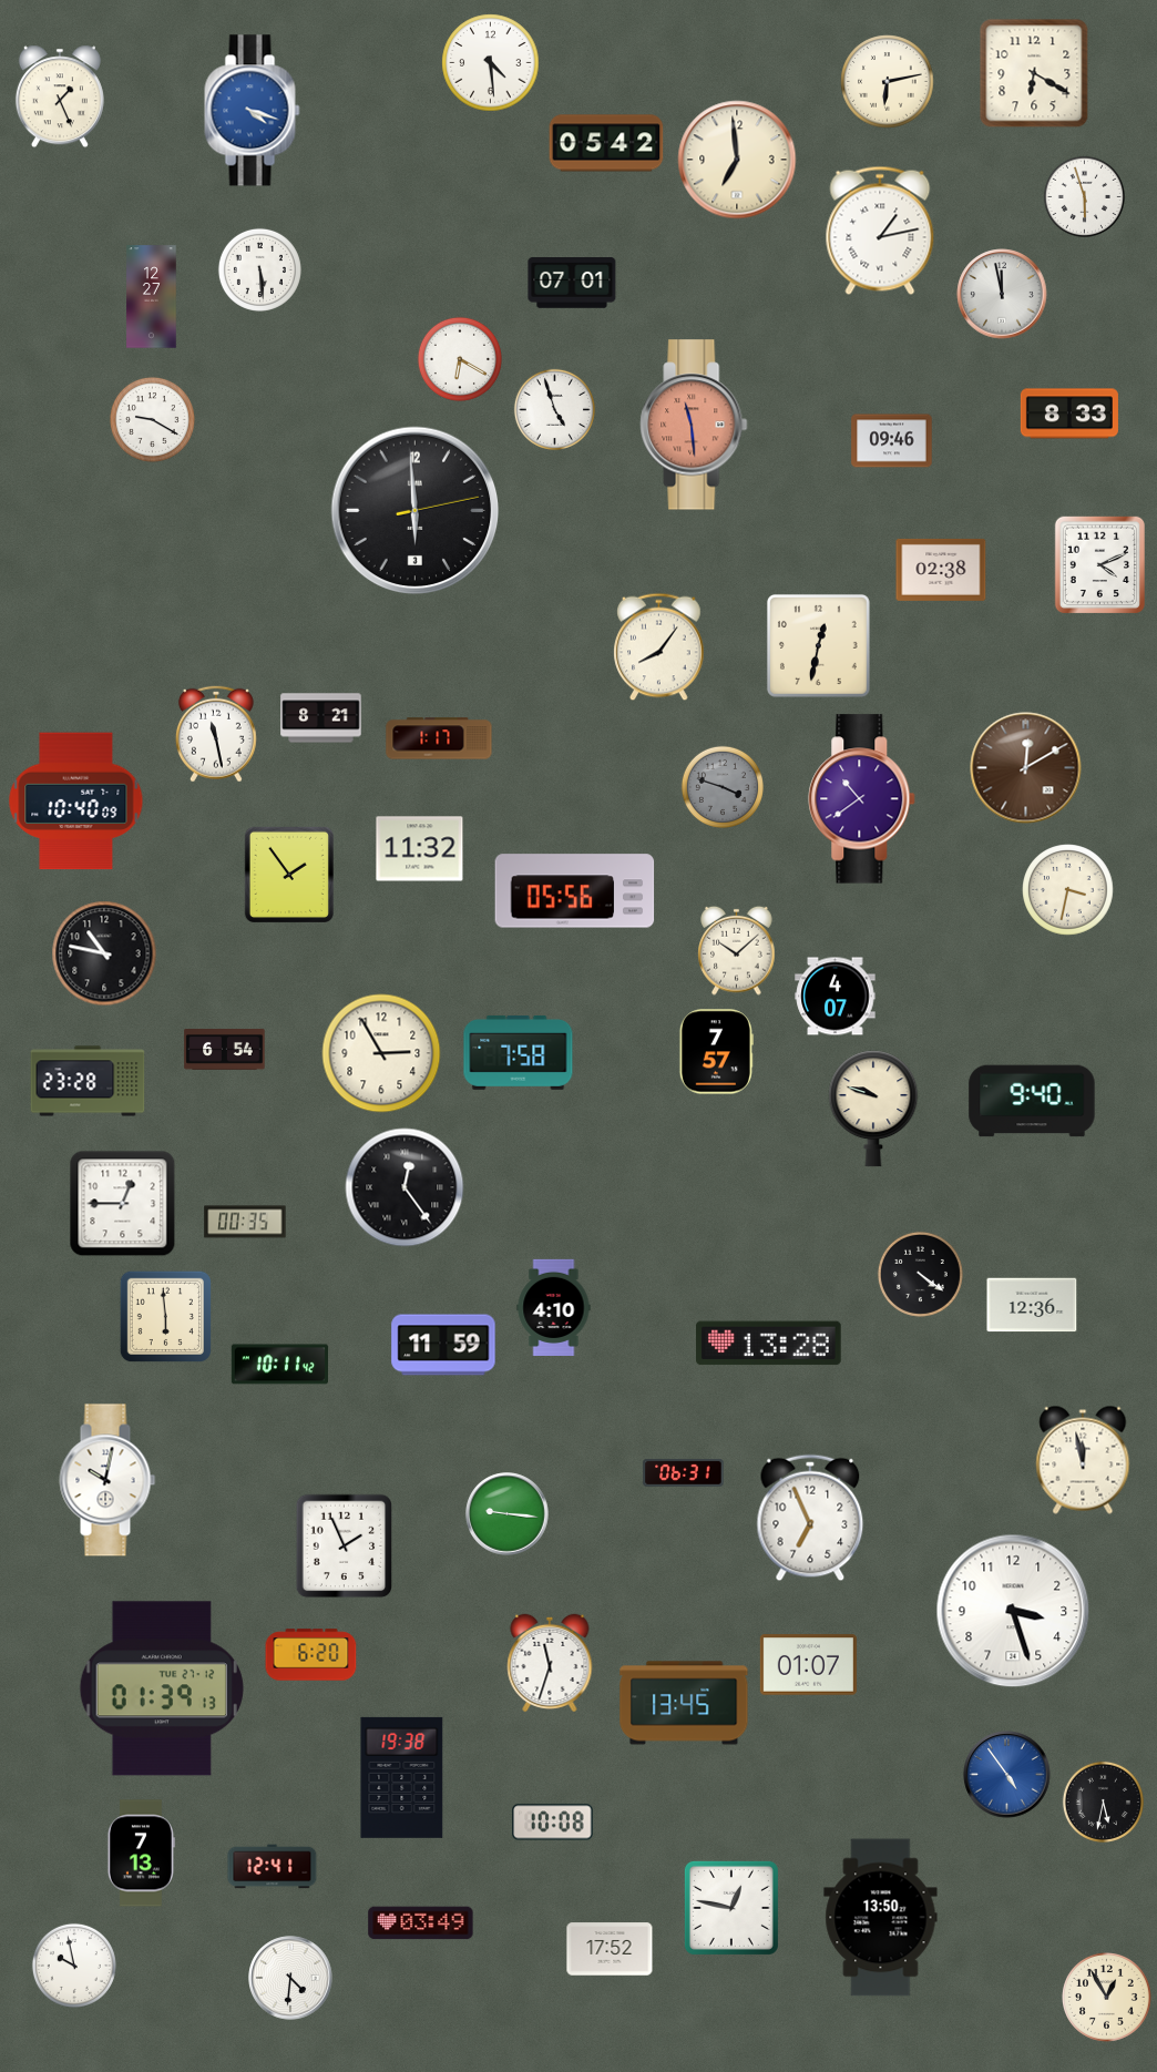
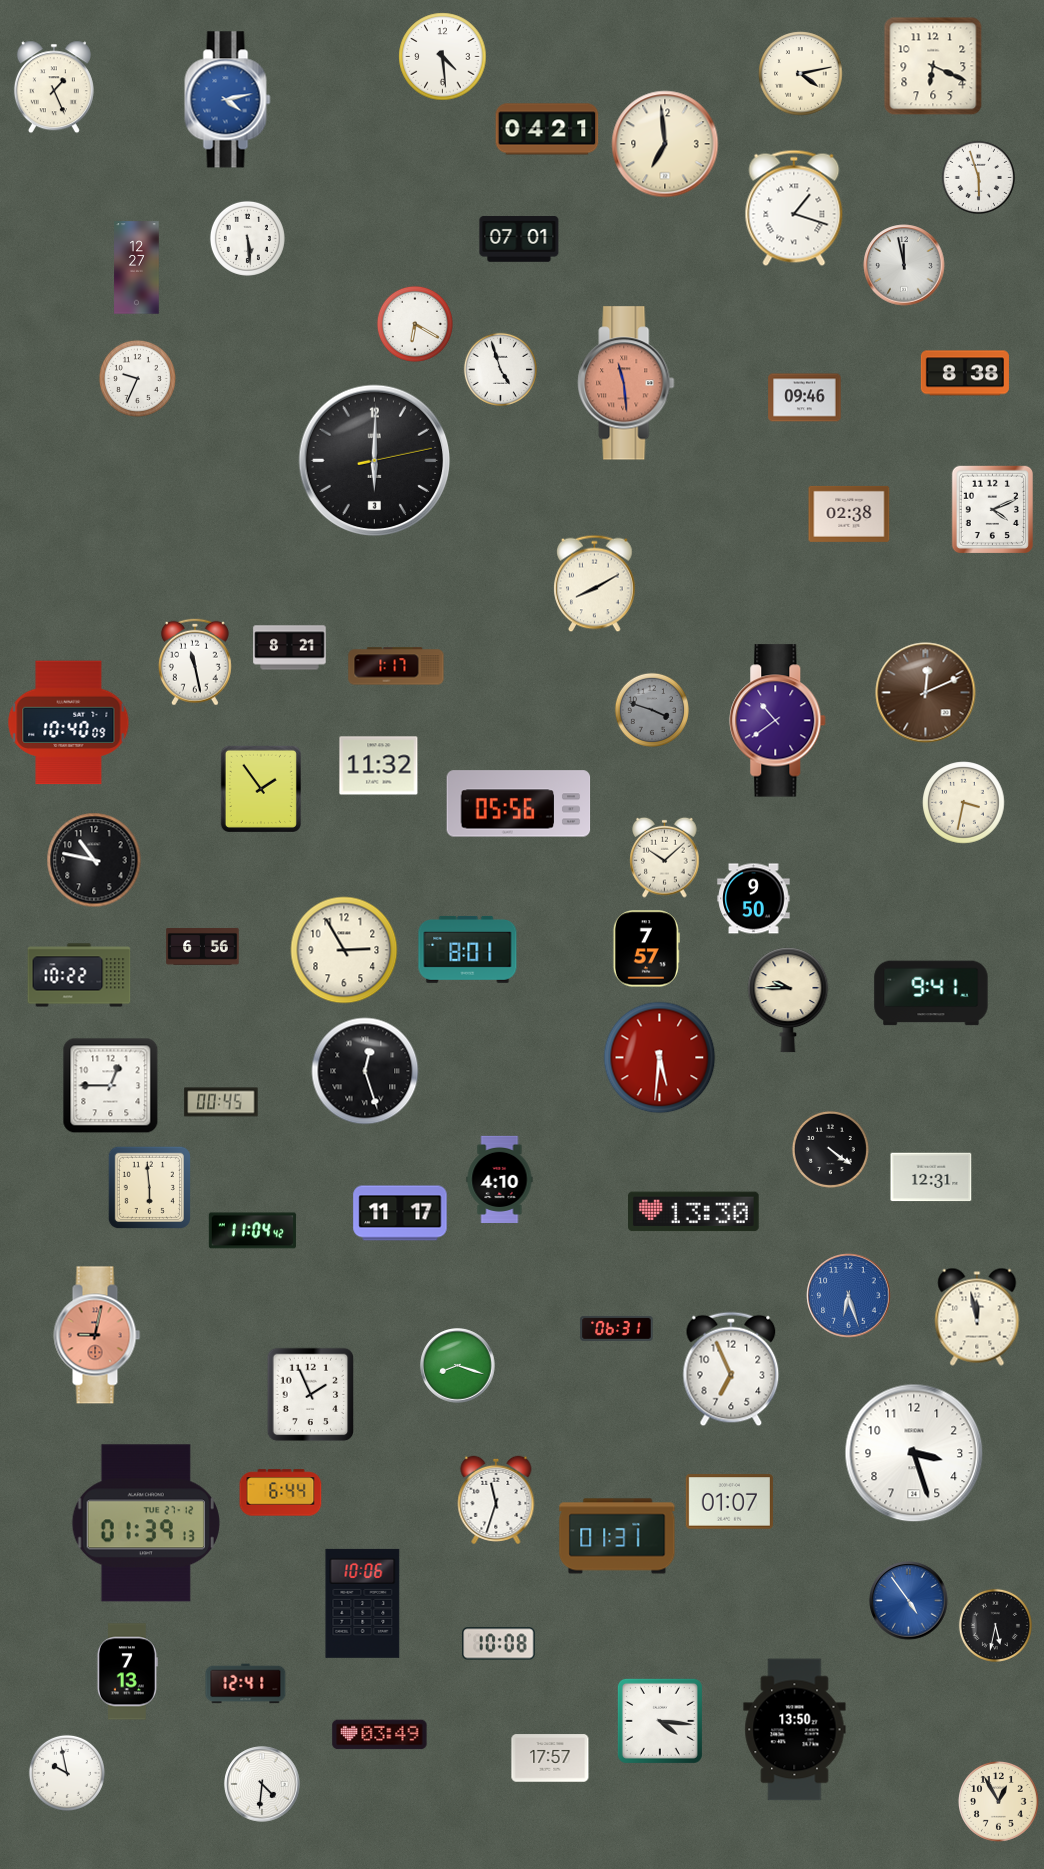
clock at (1034, 73): 6:20 -> 6:19
clock at (888, 82): 6:13 -> 4:13
clock at (253, 111): 4:18 -> 4:13
clock at (606, 143): 05:42 -> 04:21
clock at (880, 231): 1:13 -> 1:18
clock at (259, 269) position: (259, 269) -> (247, 238)
clock at (572, 284) position: (572, 284) -> (519, 240)
clock at (1069, 414): 8:33 -> 8:38
clock at (152, 419): 9:20 -> 9:34
clock at (416, 511): 5:59 -> 6:00
clock at (818, 645): 12:32 -> none
clock at (659, 647): 8:06 -> 8:10
clock at (1026, 768): 12:10 -> 12:11
clock at (836, 997): 4:07 -> 9:50
clock at (225, 1050): 6:54 -> 6:56
clock at (519, 1052): 7:58 -> 8:01
clock at (88, 1081): 23:28 -> 10:22
clock at (1032, 1101): 9:40 -> 9:41
clock at (873, 1109): 9:48 -> 9:45
clock at (660, 1058): none -> 5:31
clock at (405, 1187): 12:24 -> 12:27
clock at (245, 1222): 00:35 -> 00:45
clock at (1032, 1305): 12:36 -> 12:31
clock at (769, 1344): 13:28 -> 13:30
clock at (443, 1345): 11:59 -> 11:17
clock at (279, 1365): 10:11 -> 11:04
clock at (849, 1296): none -> 6:27
clock at (107, 1480): 10:02 -> 9:02
clock at (107, 1480) dial: white -> salmon
clock at (508, 1514): 9:16 -> 8:18
clock at (311, 1655): 6:20 -> 6:44
clock at (684, 1703): 13:45 -> 01:31
clock at (402, 1777): 19:38 -> 10:06
clock at (731, 1908): 12:47 -> 4:16
clock at (610, 1949): 17:52 -> 17:57
